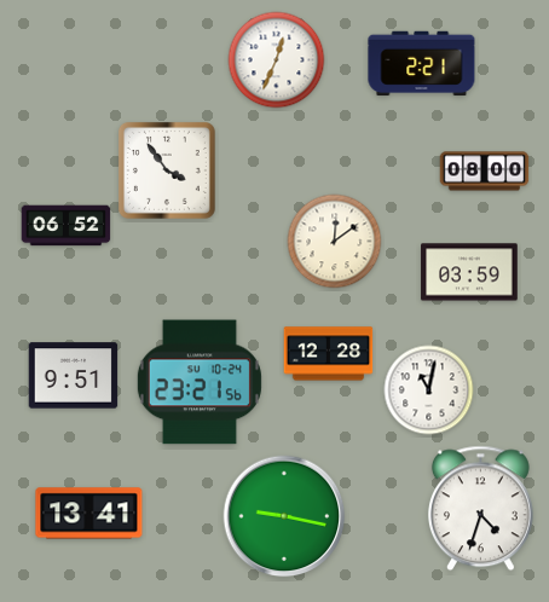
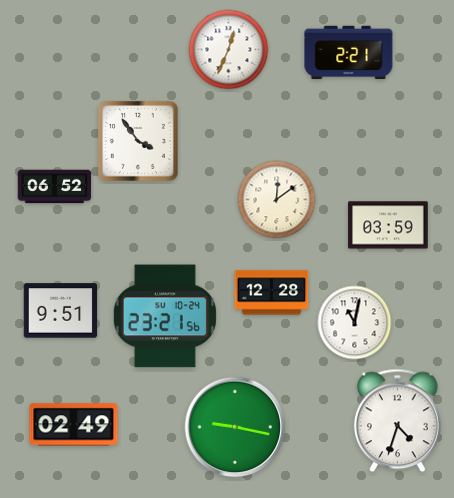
clock at (485, 172): 08:00 -> none
clock at (89, 514): 13:41 -> 02:49
